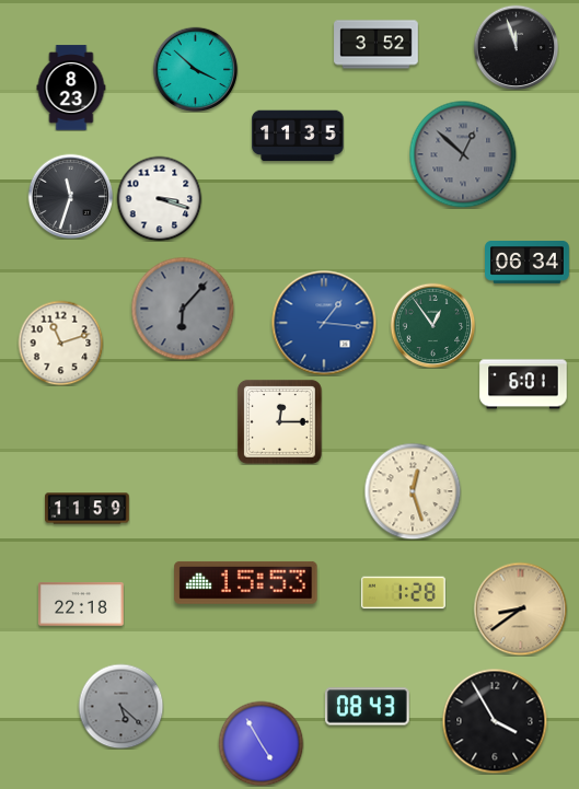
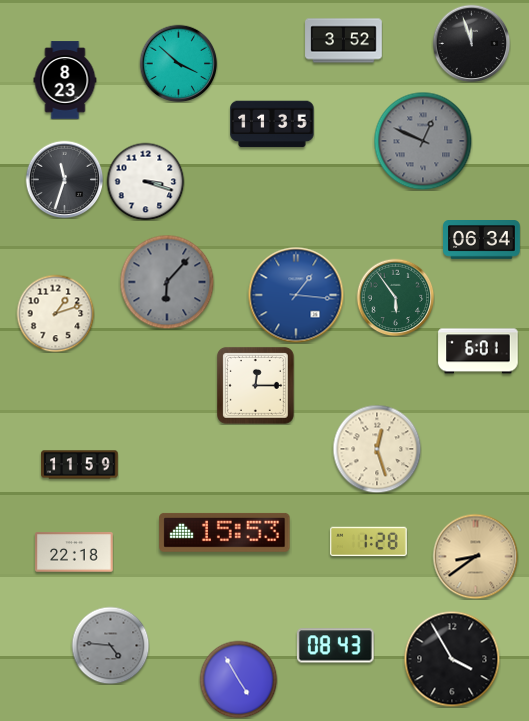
clock at (463, 154): 12:52 -> 12:49
clock at (432, 325): 12:54 -> 5:54
clock at (60, 343): 11:12 -> 1:12
clock at (120, 706): 5:22 -> 4:46
